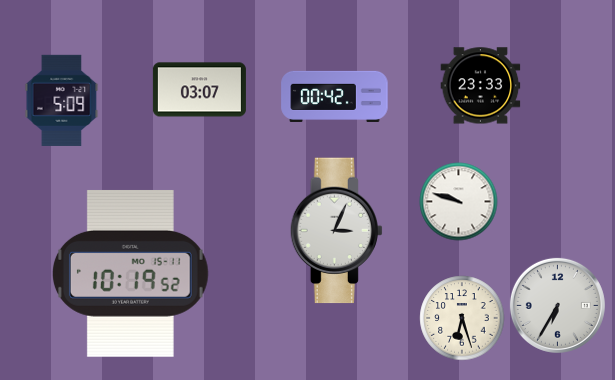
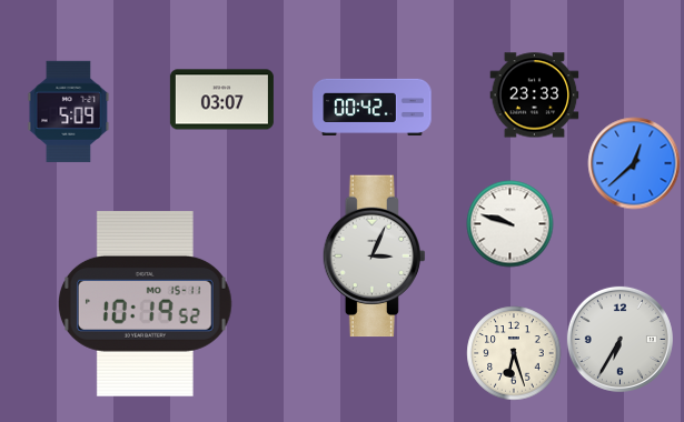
clock at (634, 163): none -> 12:38
